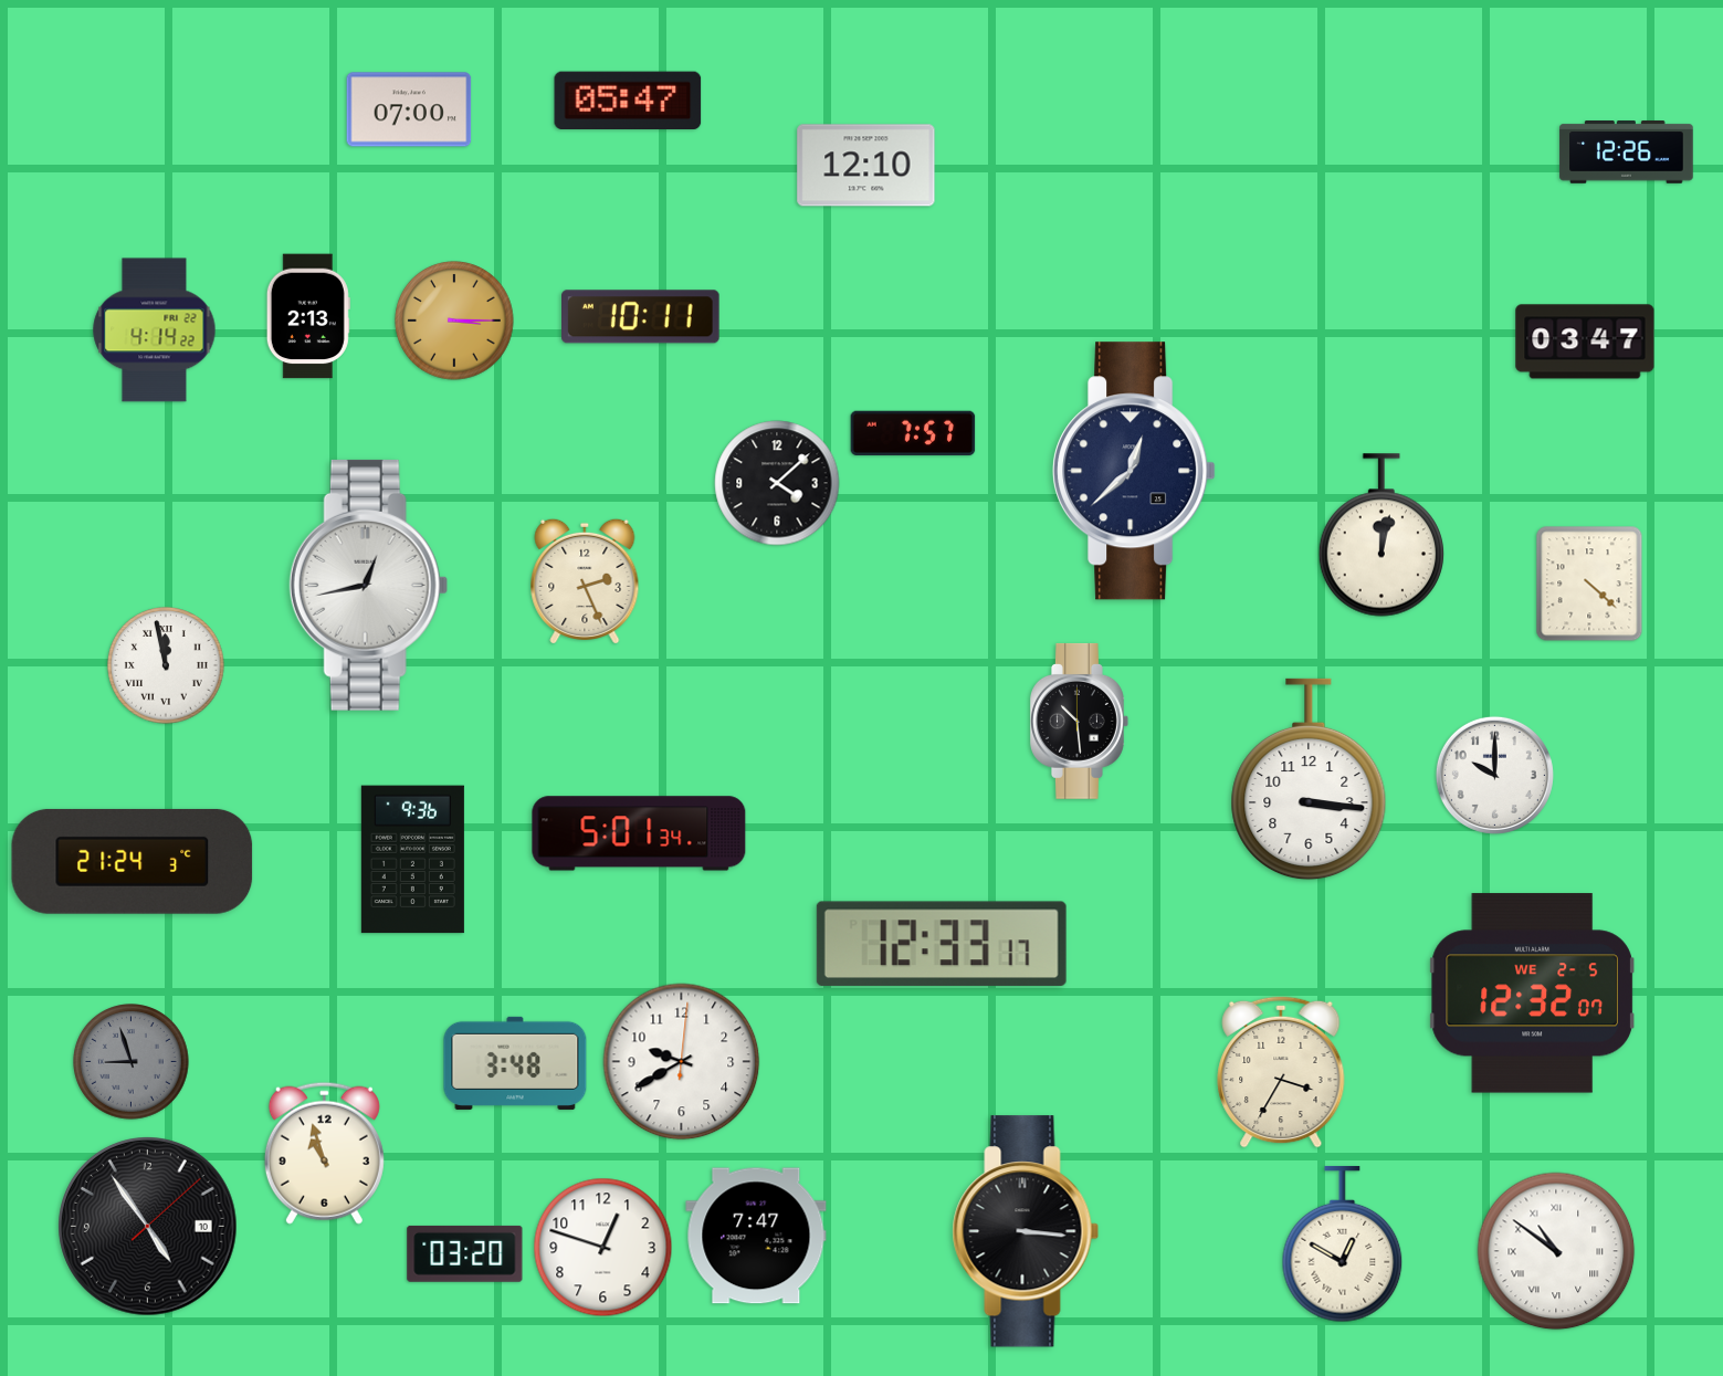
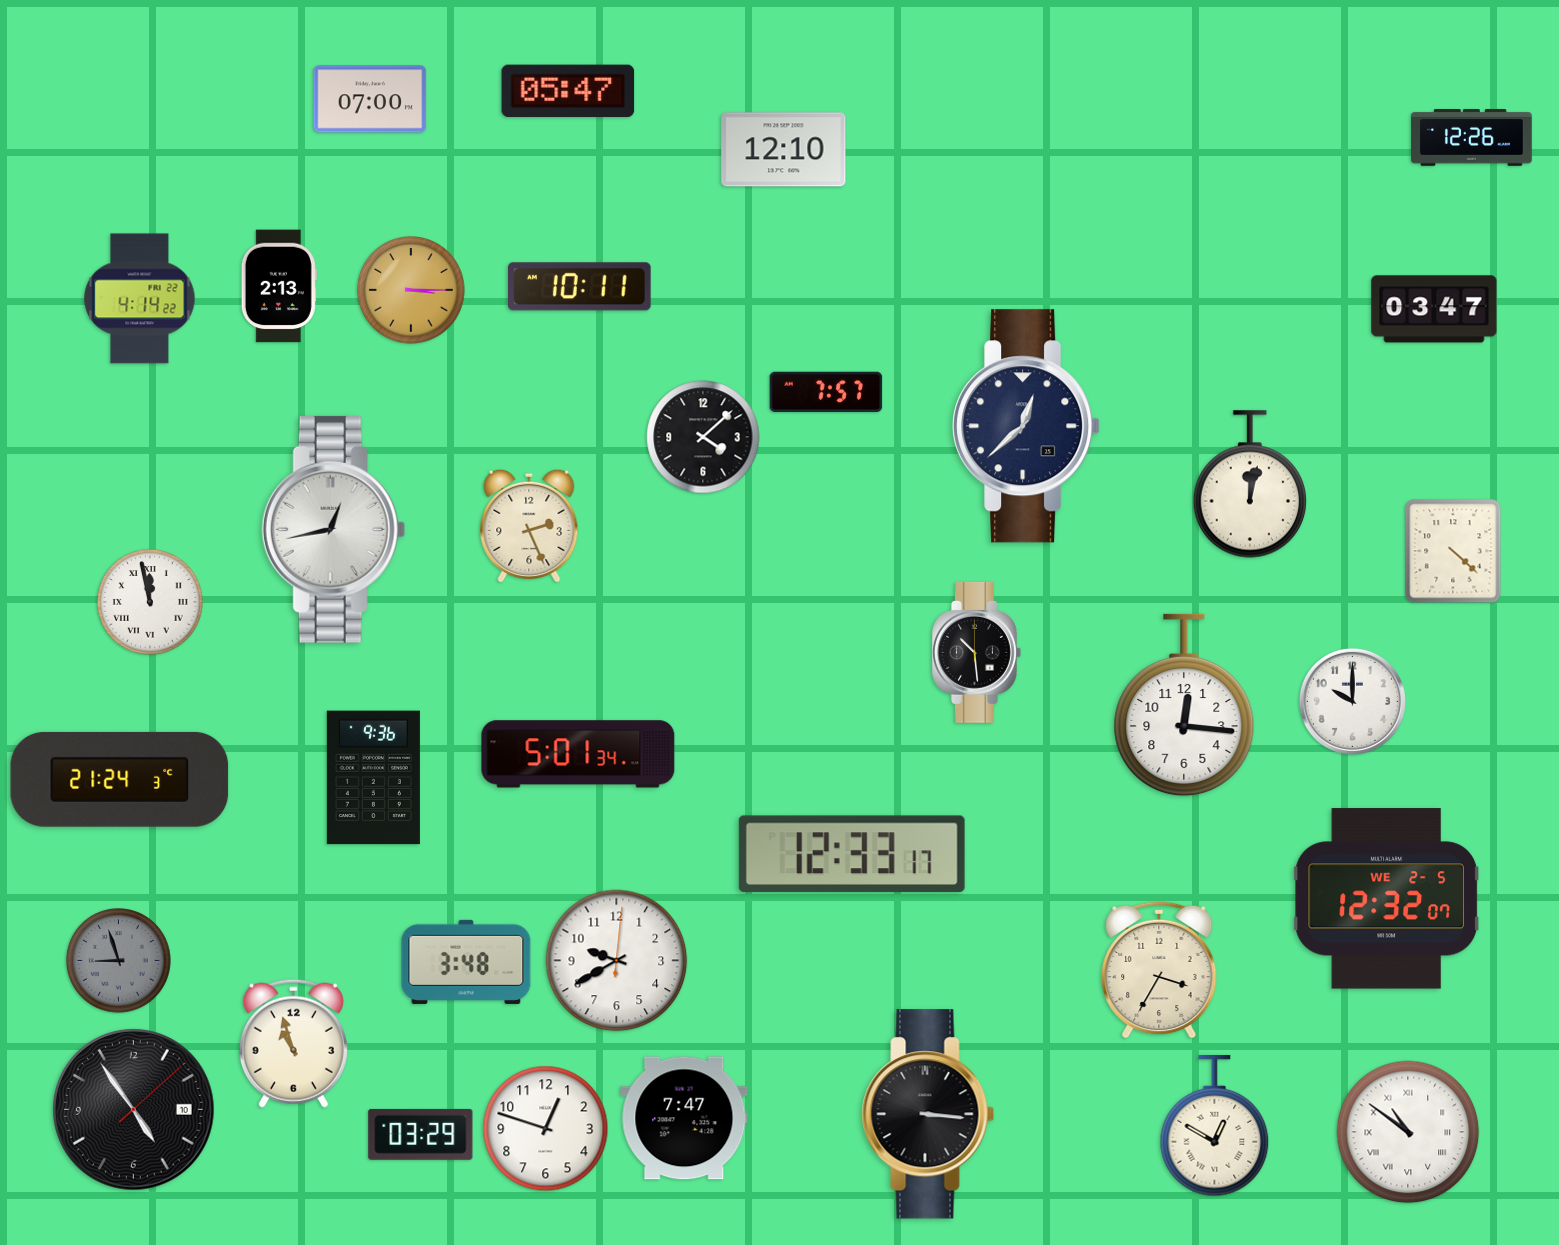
clock at (1589, 584) position: (1589, 584) -> (1453, 551)
clock at (1309, 779): 3:16 -> 12:16
clock at (465, 1253): 03:20 -> 03:29
